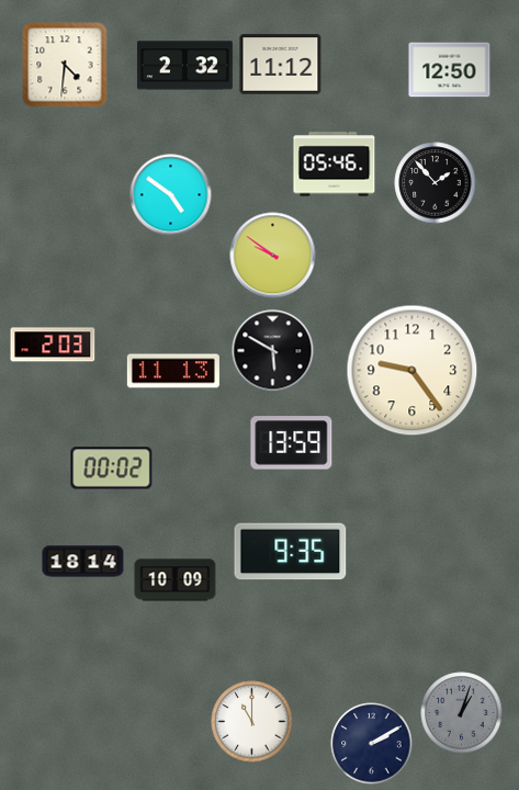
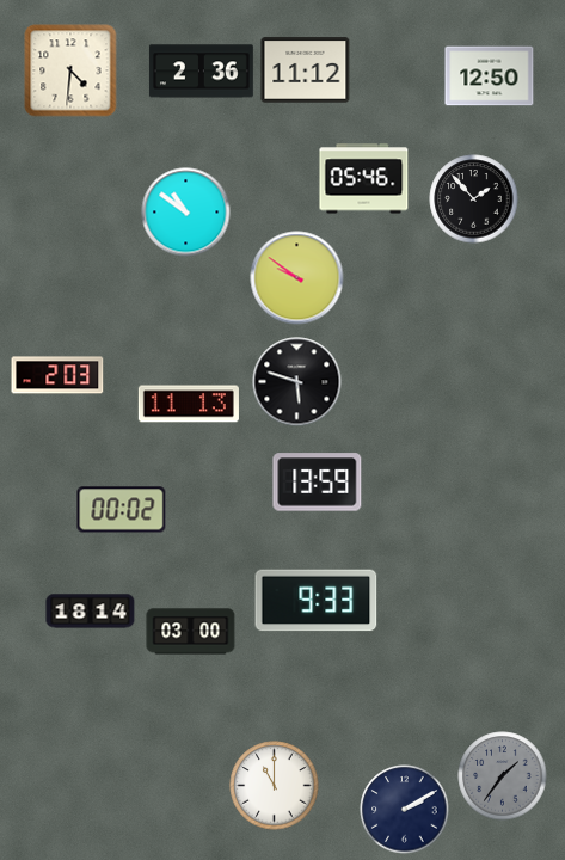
clock at (184, 66): 2:32 -> 2:36
clock at (171, 195): 4:51 -> 10:51
clock at (273, 351): 5:50 -> 5:48
clock at (413, 371): 9:24 -> none
clock at (291, 552): 9:35 -> 9:33
clock at (176, 580): 10:09 -> 03:00
clock at (462, 713): 1:03 -> 1:36
